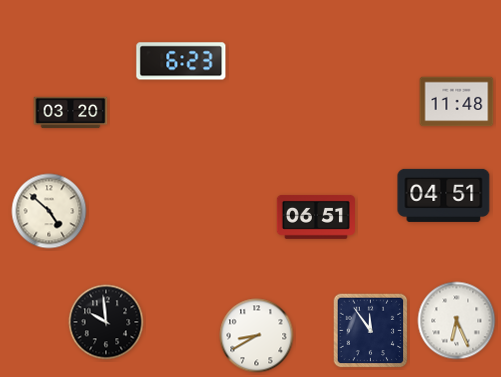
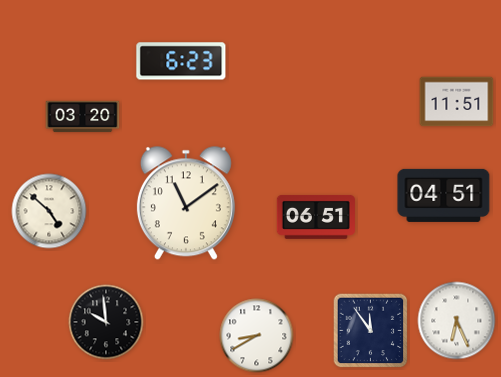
clock at (457, 102): 11:48 -> 11:51
clock at (71, 113) position: (71, 113) -> (83, 117)
clock at (186, 203): none -> 11:09
